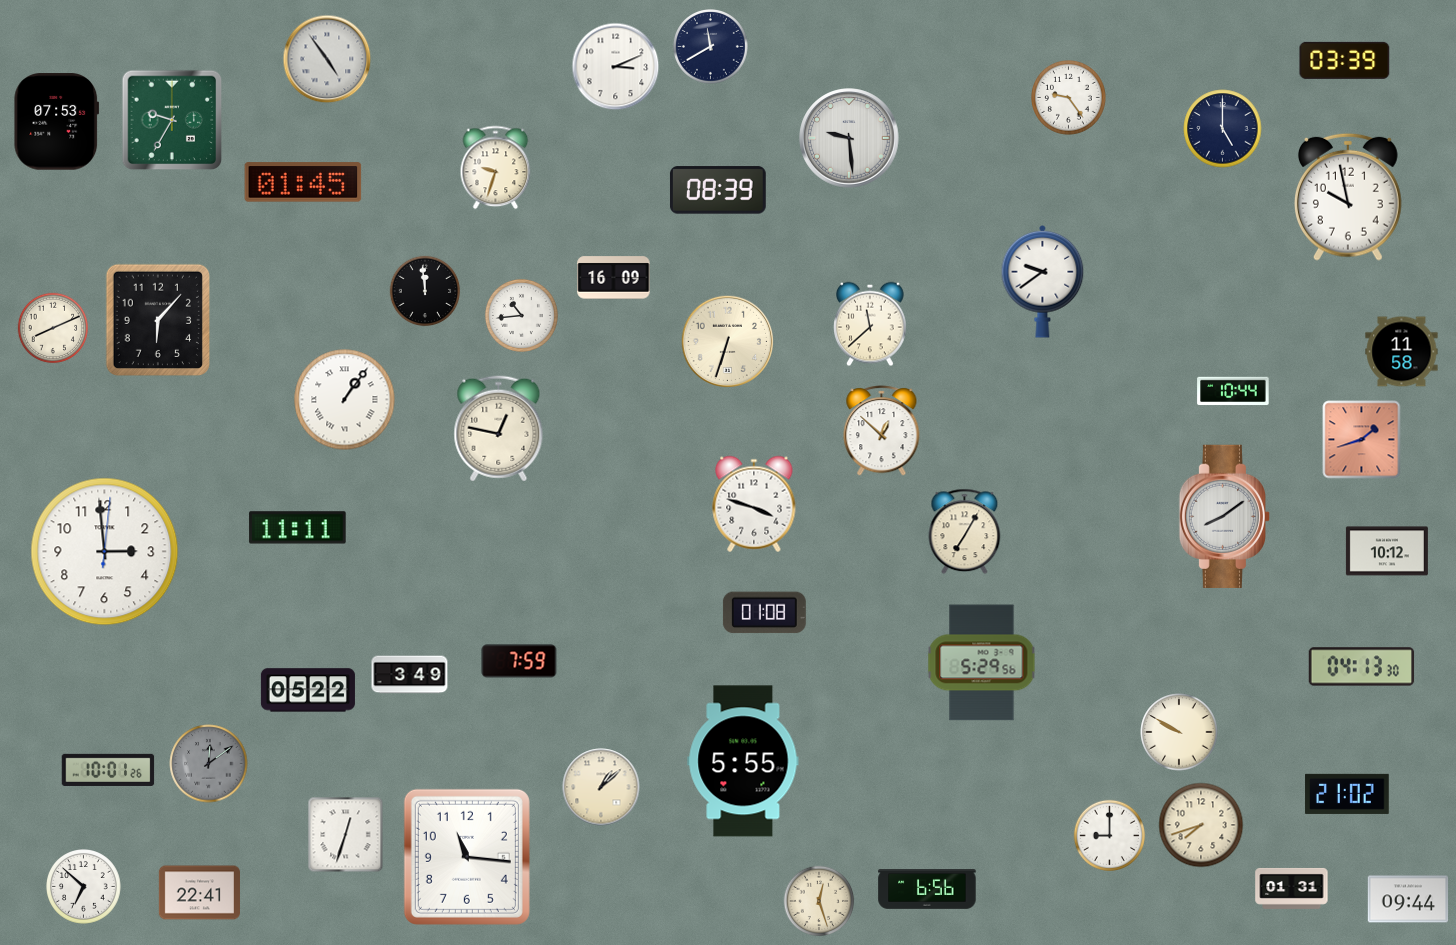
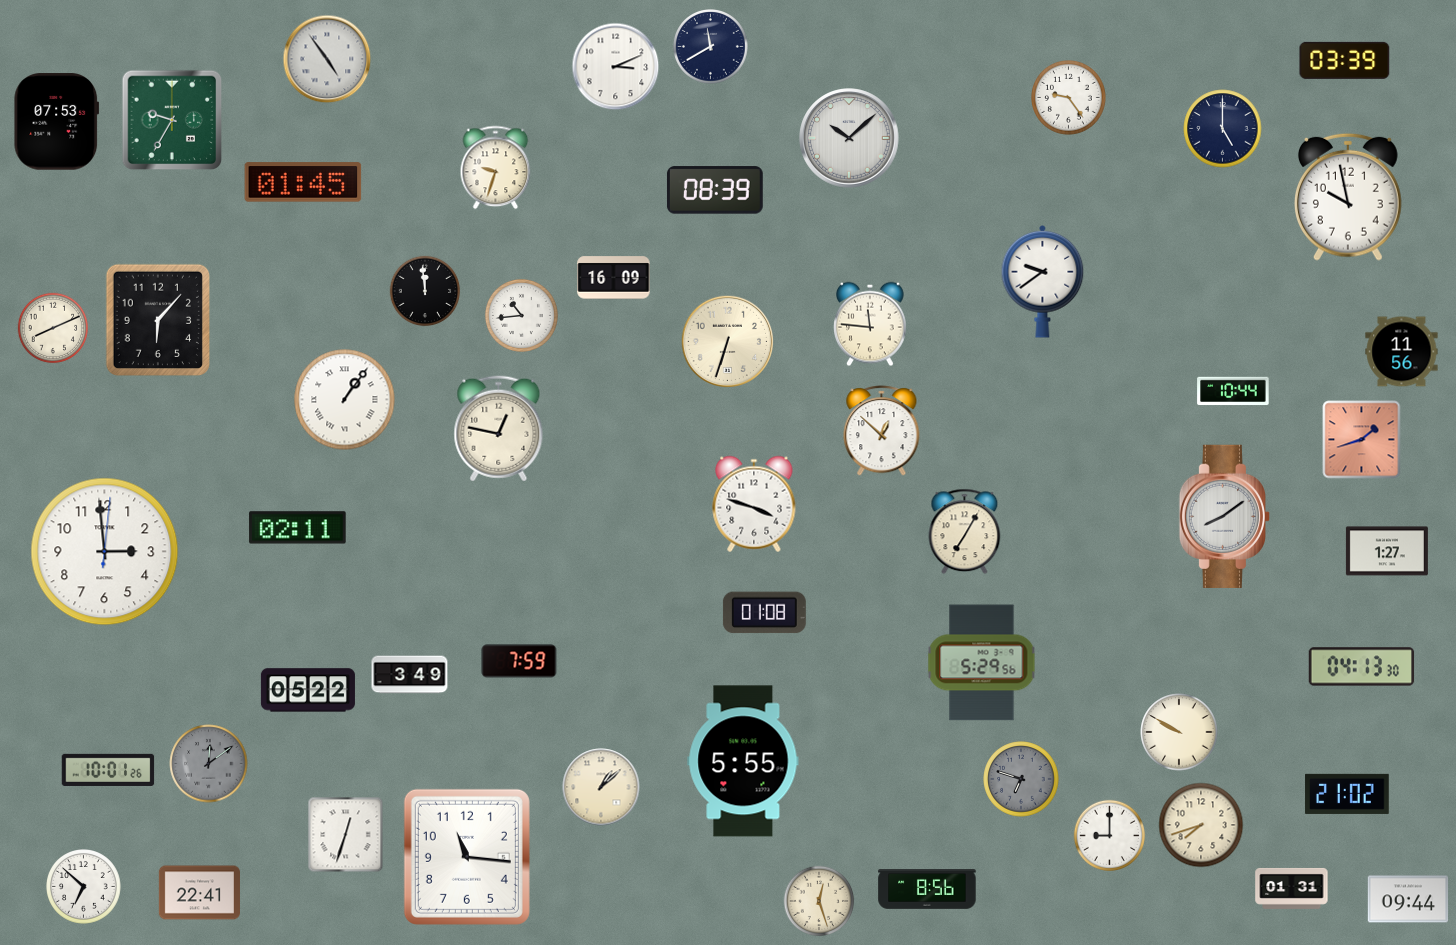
clock at (849, 138): 9:29 -> 10:08
clock at (718, 190) position: (718, 190) -> (715, 190)
clock at (870, 324): 11:38 -> 11:46
clock at (1402, 352): 11:58 -> 11:56
clock at (298, 528): 11:11 -> 02:11
clock at (1387, 551): 10:12 -> 1:27
clock at (1021, 779): none -> 6:48
clock at (927, 890): 6:56 -> 8:56
